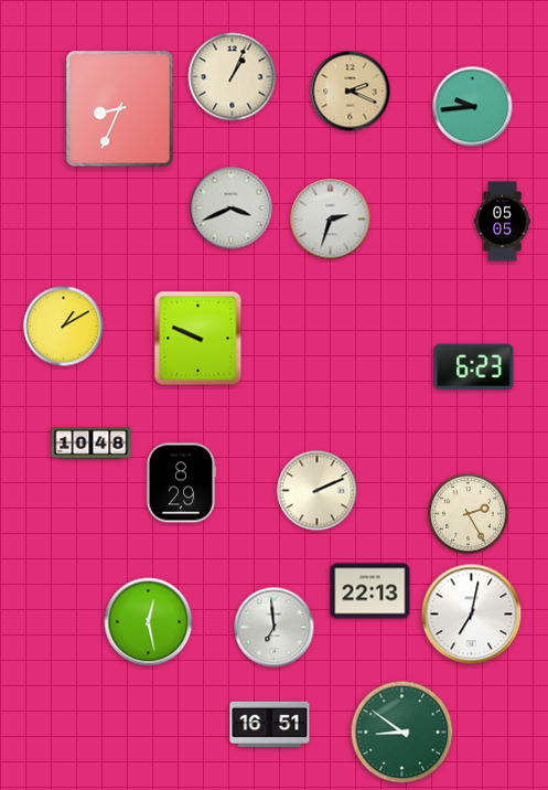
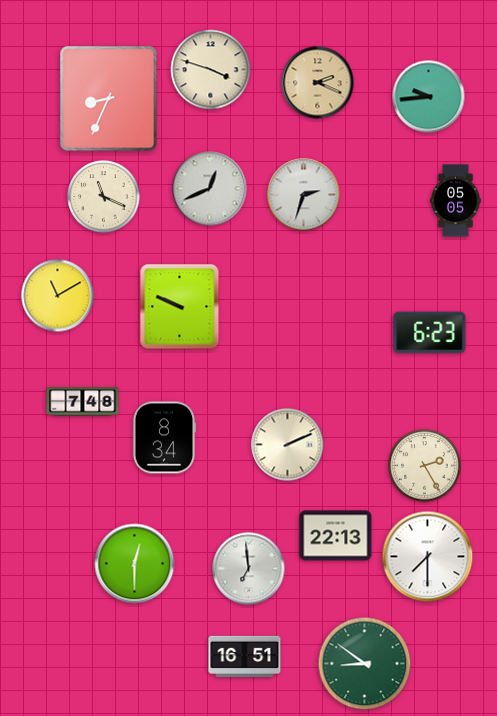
clock at (233, 77): 1:04 -> 3:48
clock at (232, 209): 3:41 -> 12:41
clock at (104, 197): none -> 11:19
clock at (331, 220) position: (331, 220) -> (304, 195)
clock at (64, 327): 1:10 -> 11:10
clock at (92, 444): 10:48 -> 7:48
clock at (181, 483): 8:29 -> 8:34
clock at (472, 615): 7:02 -> 7:30
clock at (149, 622): 12:28 -> 12:30
